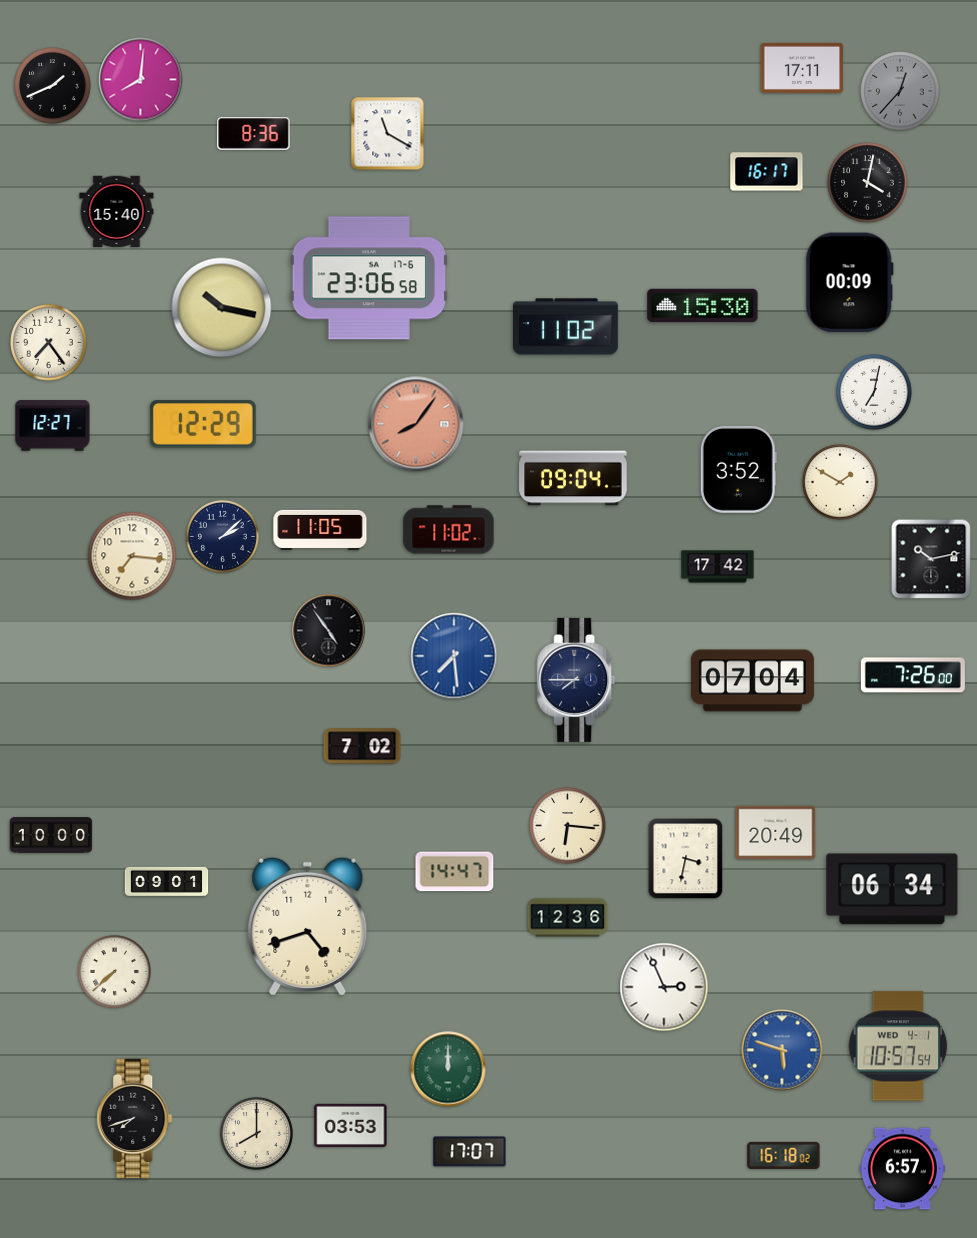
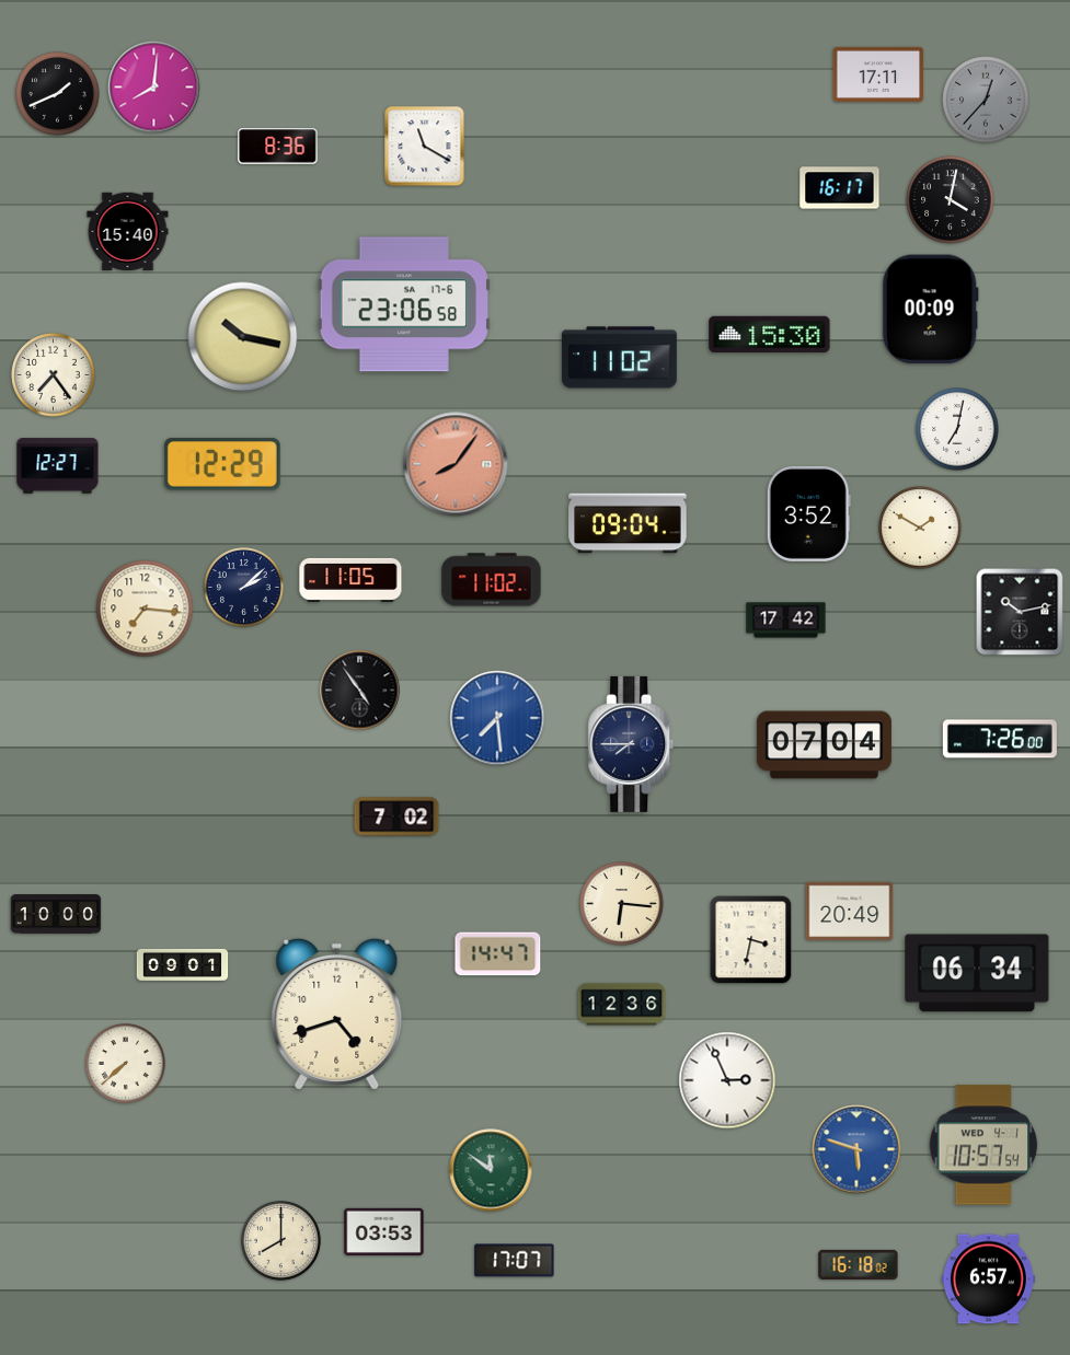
clock at (448, 1069): 12:00 -> 11:51
clock at (135, 1119): 7:42 -> none
